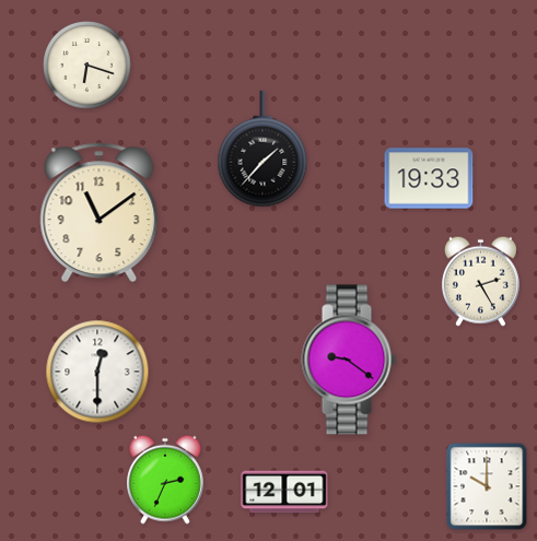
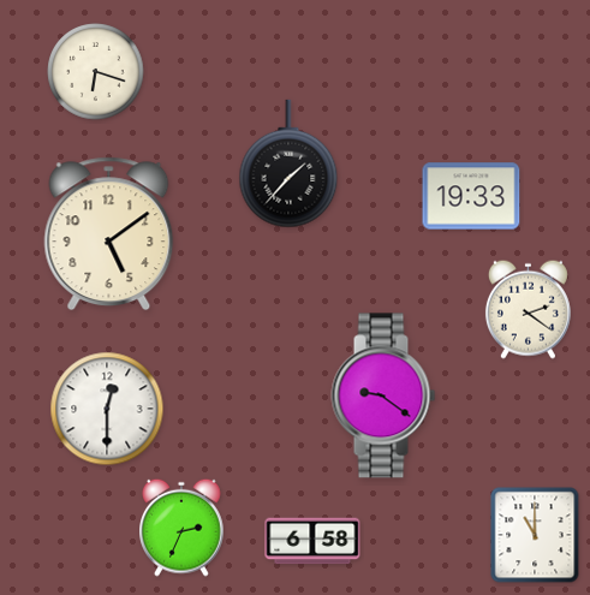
clock at (100, 213): 11:09 -> 5:09
clock at (480, 281): 2:25 -> 2:21
clock at (487, 486): 10:00 -> 11:00
clock at (284, 492): 12:01 -> 6:58
